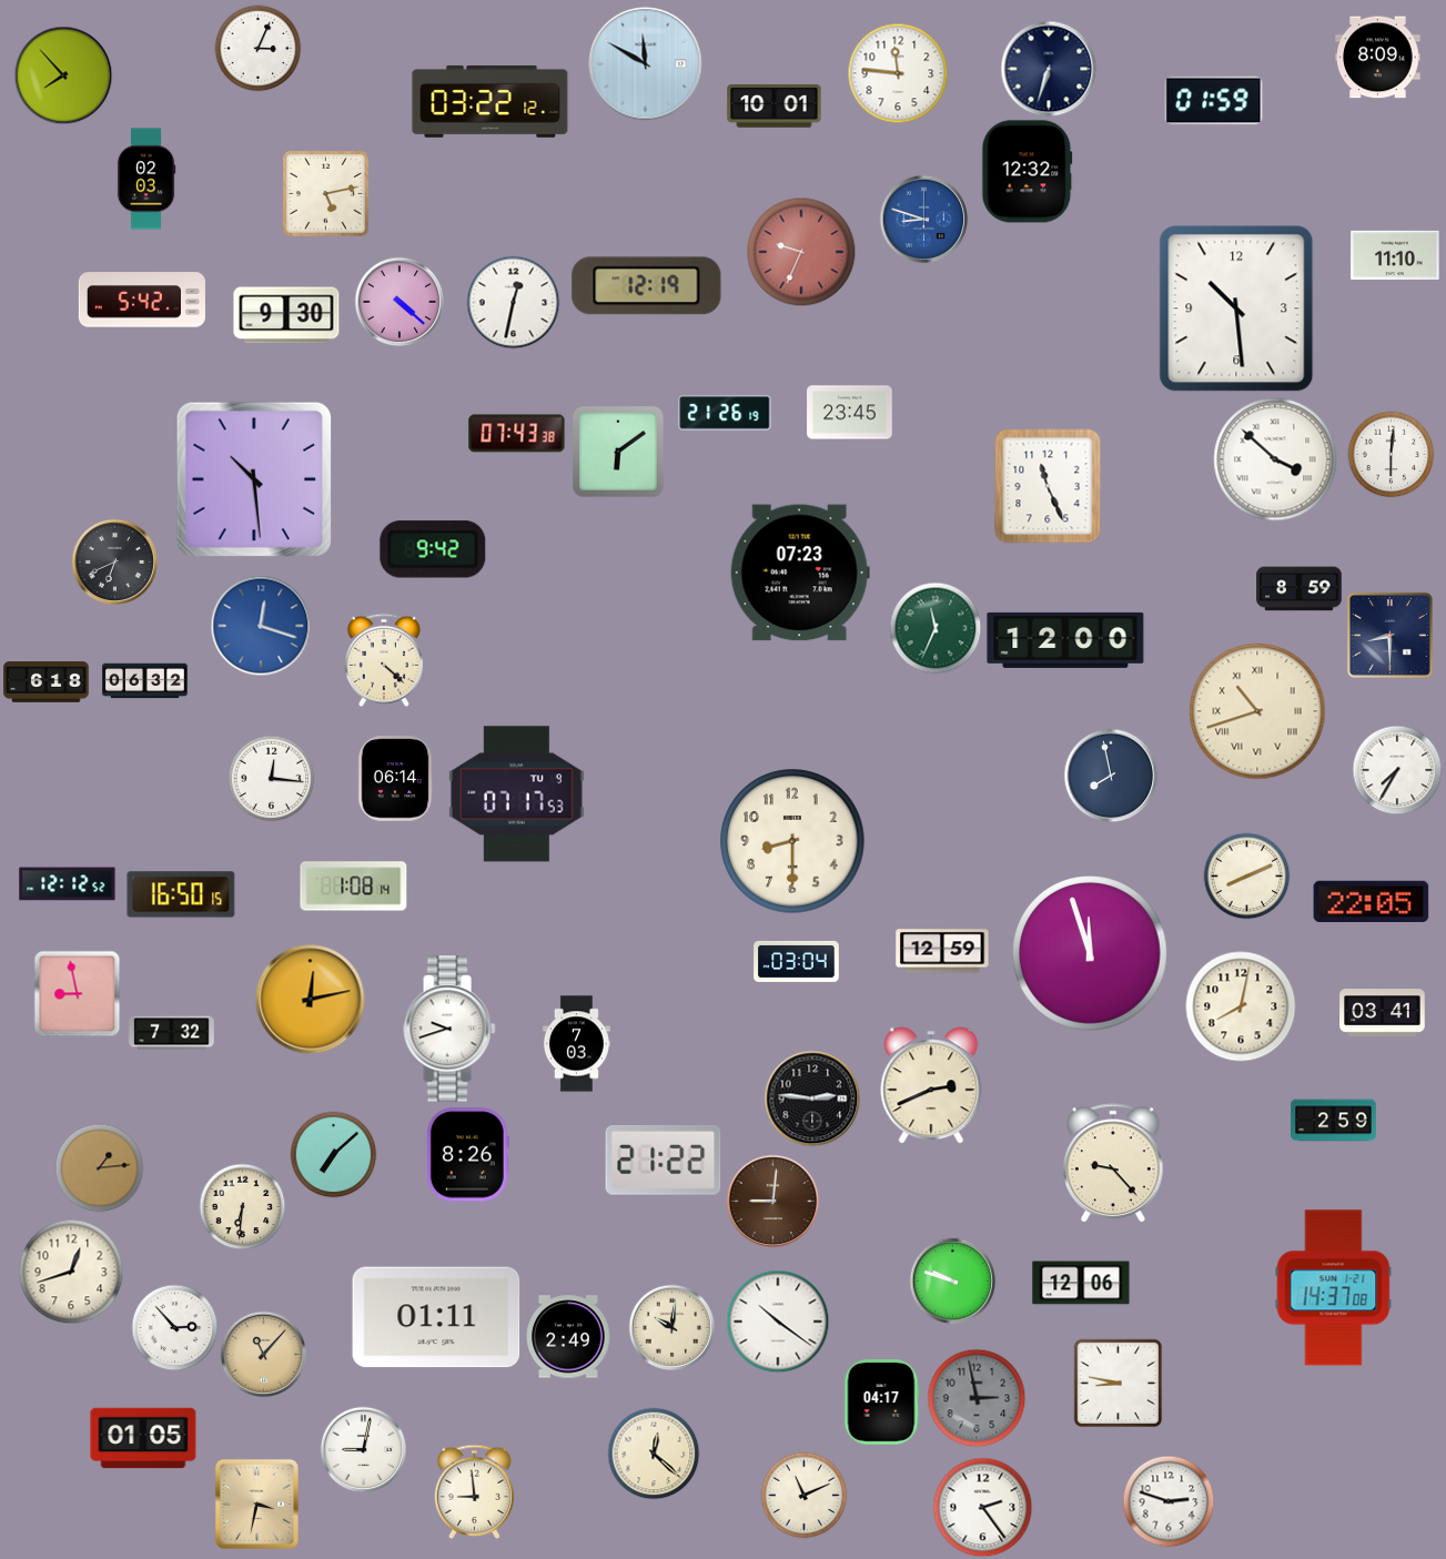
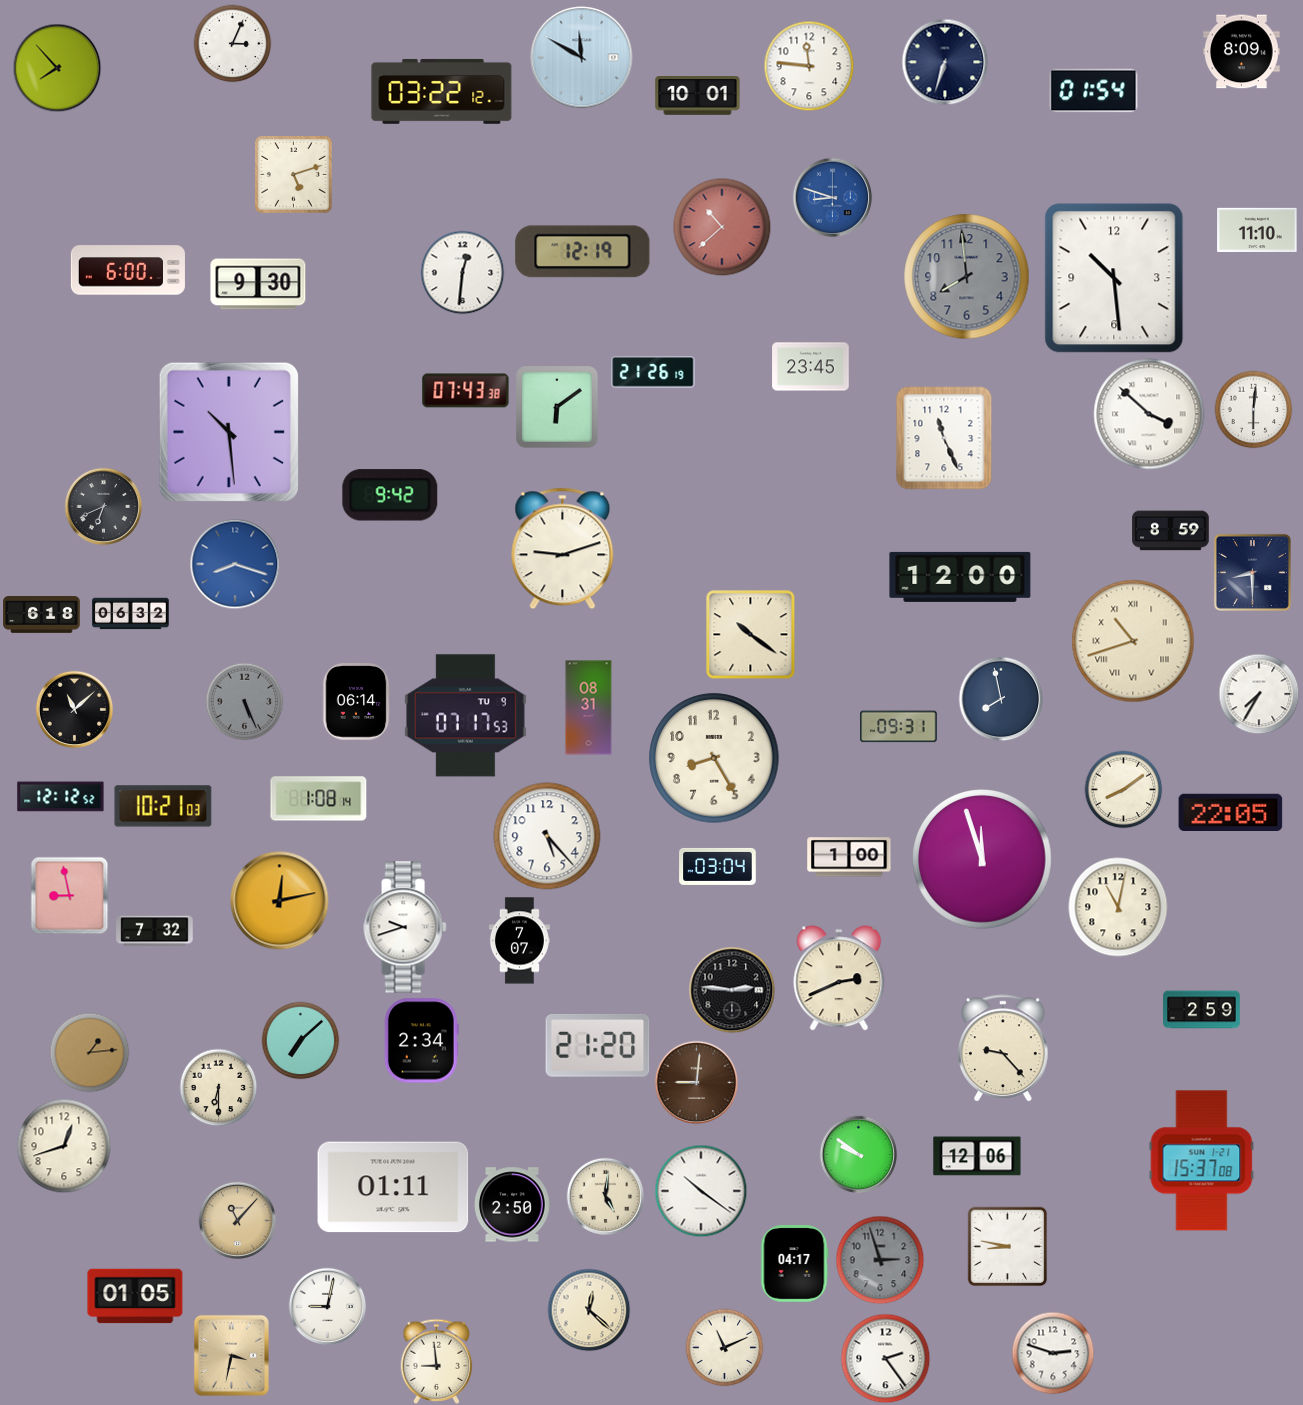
clock at (1214, 101): 01:59 -> 01:54
clock at (1028, 172): 12:32 -> none
clock at (146, 179): 02:03 -> none
clock at (325, 193): 5:13 -> 5:12
clock at (801, 252): 9:34 -> 10:38
clock at (647, 286) position: (647, 286) -> (583, 252)
clock at (142, 300): 5:42 -> 6:00
clock at (400, 302): 4:22 -> none
clock at (513, 302): 12:32 -> 12:31
clock at (967, 277): none -> 7:59
clock at (850, 413) position: (850, 413) -> (811, 367)
clock at (800, 573): 07:23 -> none
clock at (563, 549): none -> 9:12
clock at (261, 626): 12:18 -> 8:18
clock at (936, 628): 11:34 -> none
clock at (384, 660): 4:22 -> none
clock at (750, 634): none -> 10:21
clock at (271, 778): 12:16 -> 5:26
clock at (271, 778) dial: white -> grey
clock at (589, 708): none -> 08:31
clock at (74, 709): none -> 11:08
clock at (899, 727): none -> 09:31
clock at (792, 841): 8:30 -> 8:25
clock at (1246, 875): 8:11 -> 8:09
clock at (181, 894): 16:50 -> 10:21
clock at (1372, 901) position: (1372, 901) -> (1231, 812)
clock at (547, 836): none -> 5:23
clock at (942, 951): 12:59 -> 1:00
clock at (1241, 1006): 8:02 -> 11:02
clock at (1383, 1013): 03:41 -> none
clock at (576, 1044): 7:03 -> 7:07
clock at (467, 1155): 8:26 -> 2:34
clock at (664, 1160): 21:22 -> 21:20
clock at (242, 1206): 6:31 -> 6:30
clock at (952, 1280): 9:48 -> 9:51
clock at (1081, 1283) position: (1081, 1283) -> (977, 1156)
clock at (1334, 1288): 14:37 -> 15:37
clock at (174, 1327): 2:53 -> none
clock at (671, 1327): 10:01 -> 5:01
clock at (569, 1337): 2:49 -> 2:50
clock at (977, 1398): 2:58 -> 2:57
clock at (143, 1438) position: (143, 1438) -> (135, 1296)
clock at (475, 1491) position: (475, 1491) -> (437, 1361)
